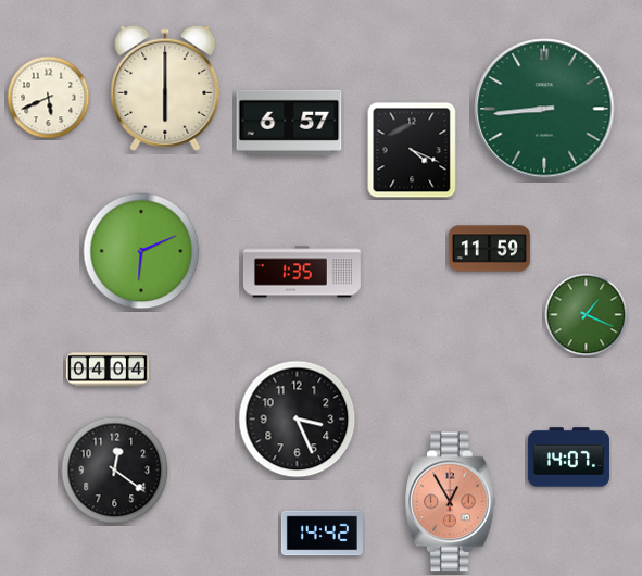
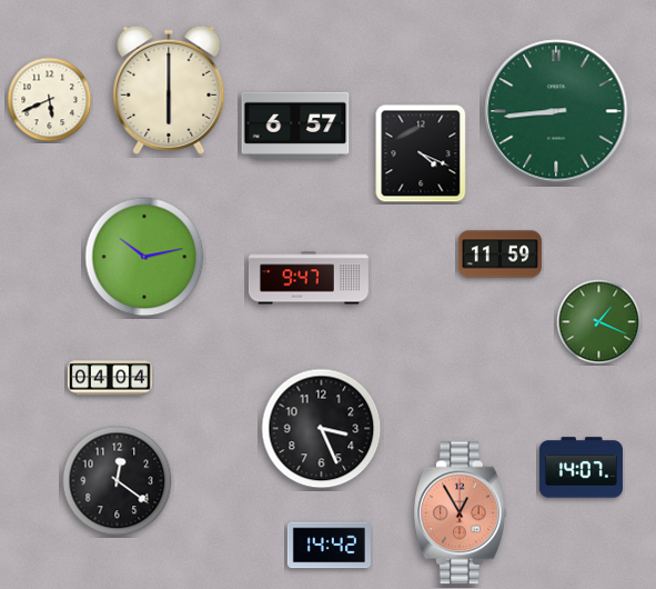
clock at (141, 251): 6:11 -> 10:13
clock at (302, 272): 1:35 -> 9:47
clock at (298, 420) position: (298, 420) -> (322, 429)
